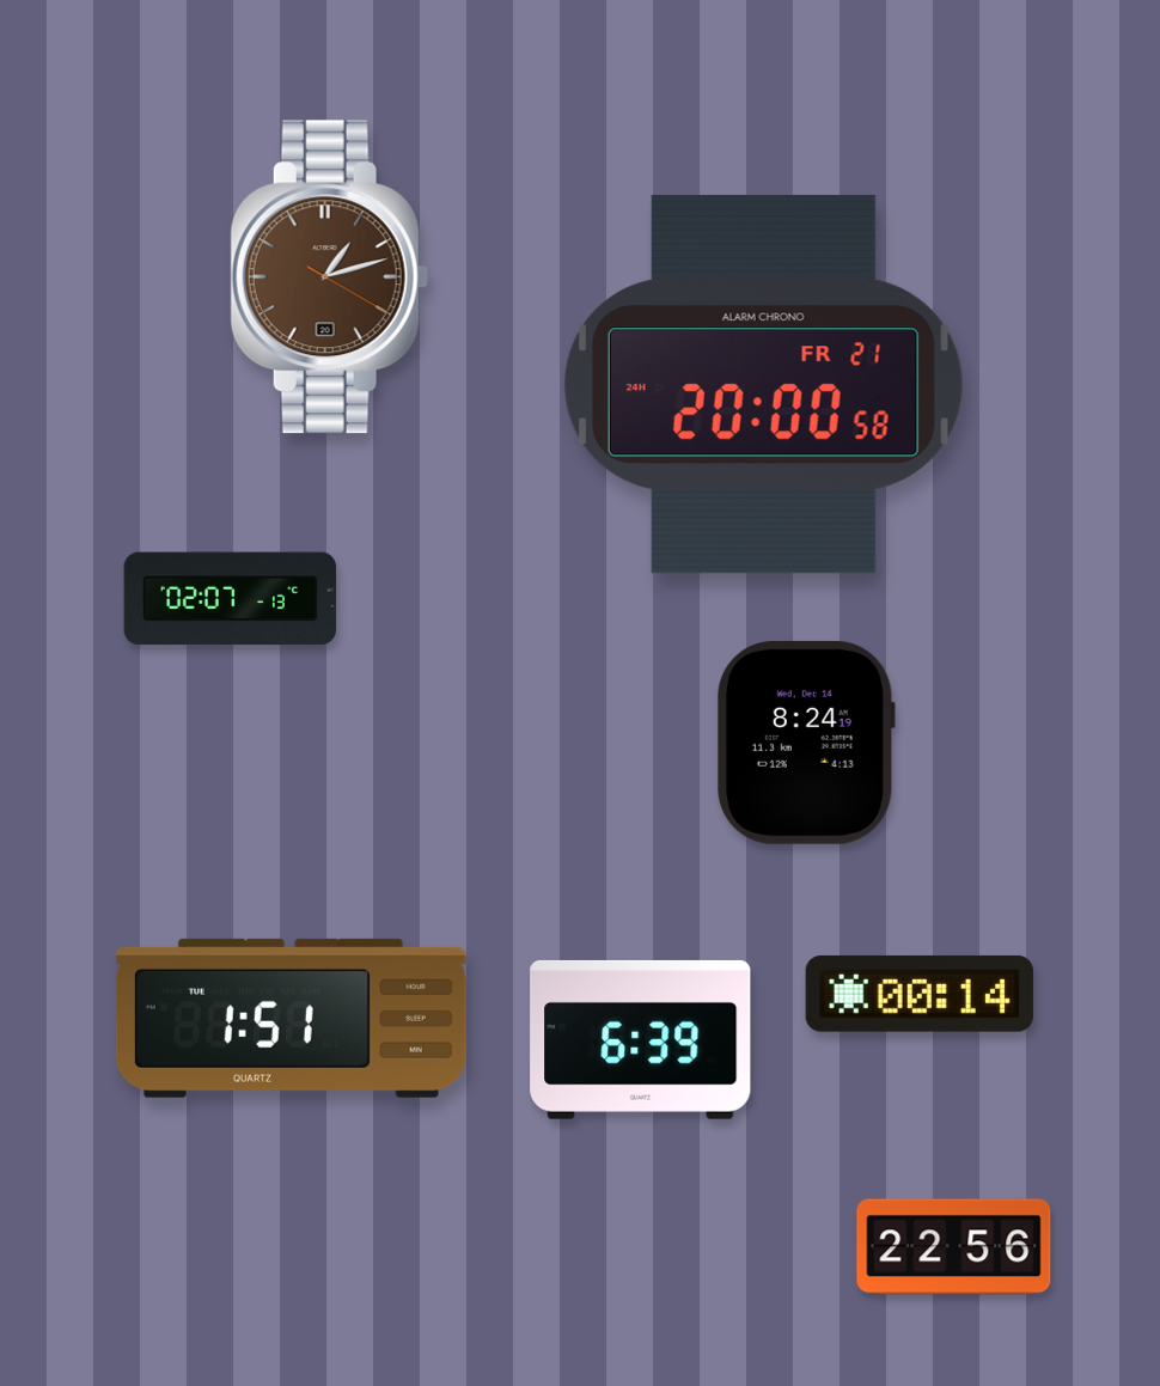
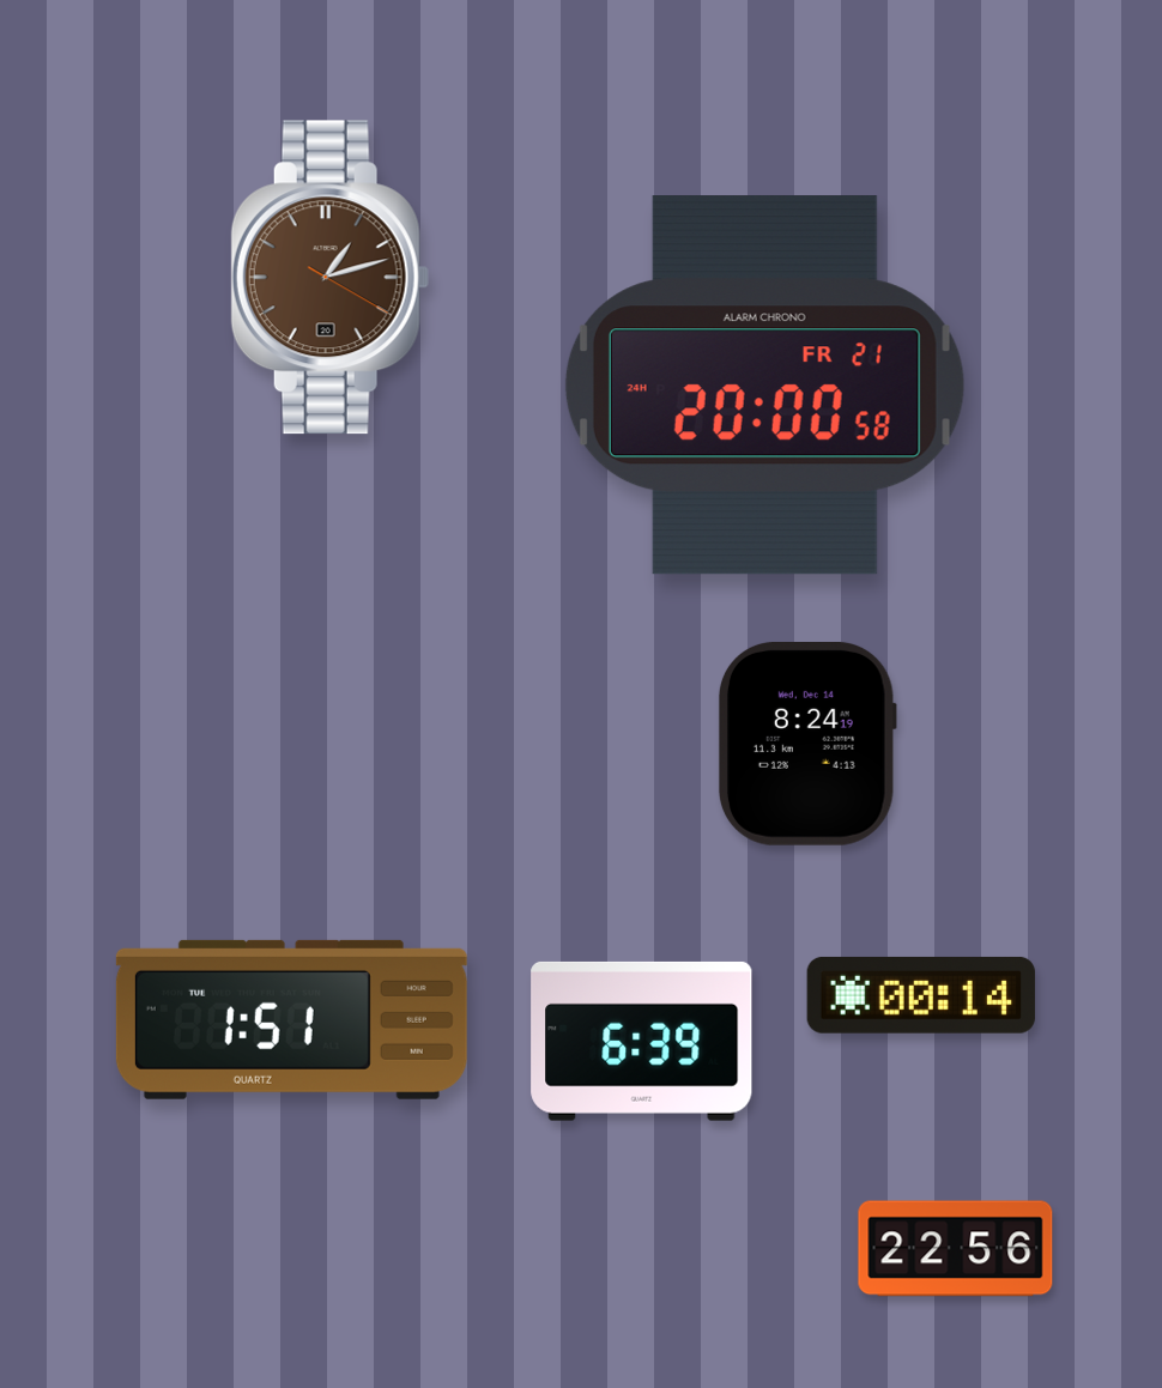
clock at (231, 599): 02:07 -> none
